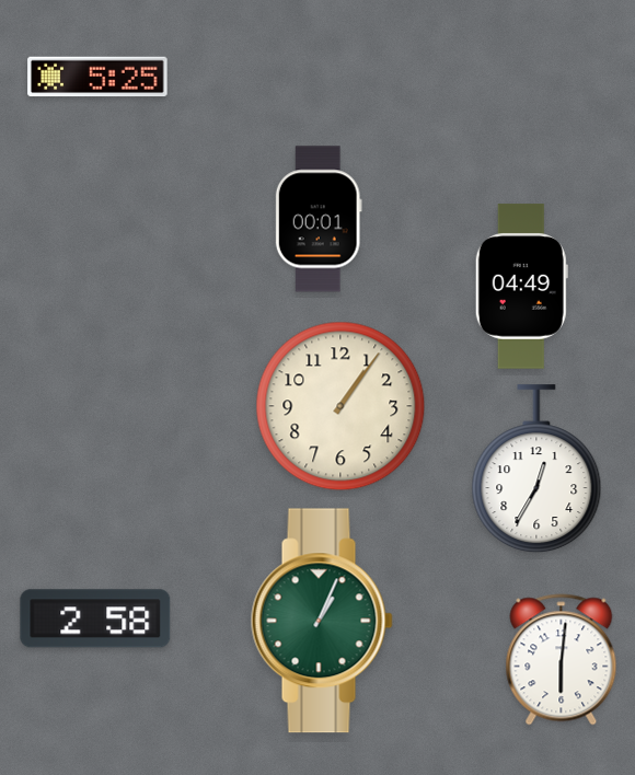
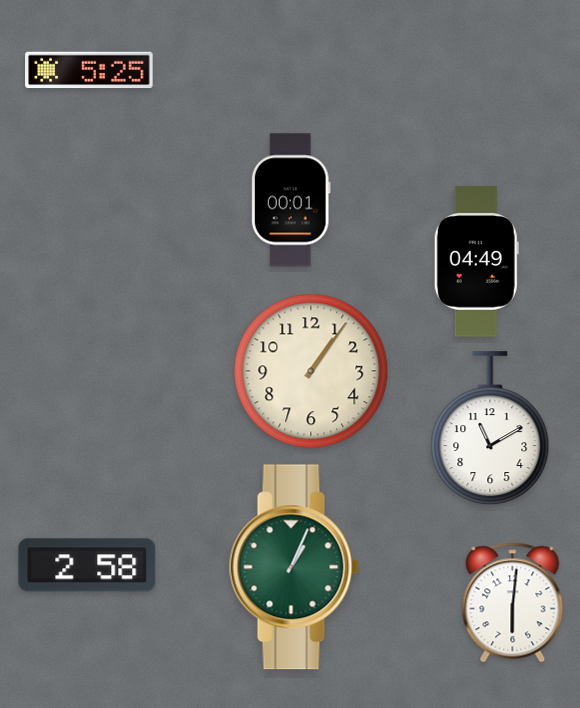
clock at (536, 470): 12:35 -> 11:10
